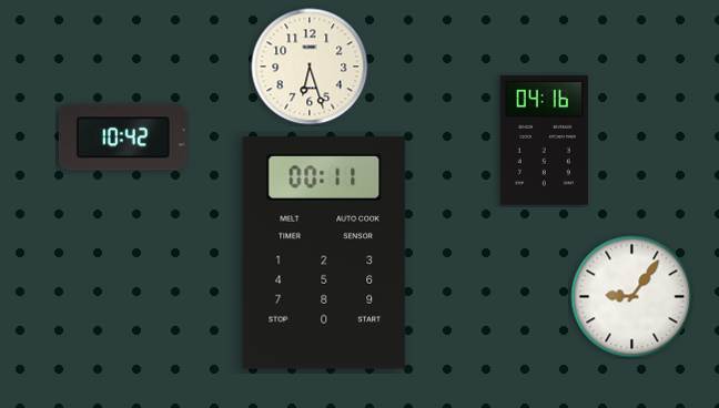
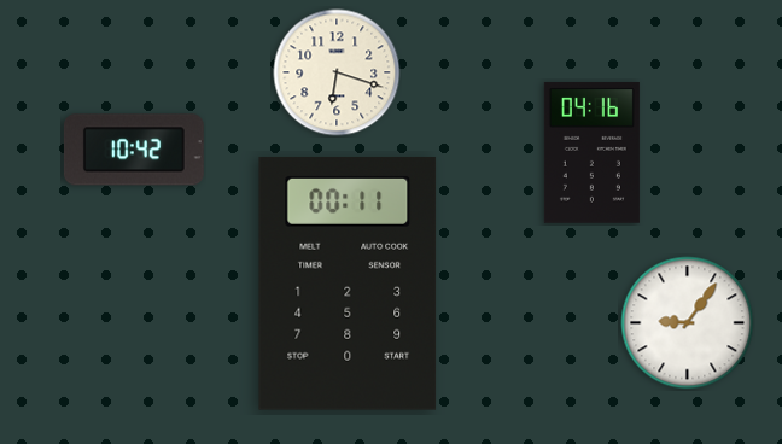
clock at (310, 67): 6:27 -> 6:18
clock at (324, 253) position: (324, 253) -> (348, 284)
